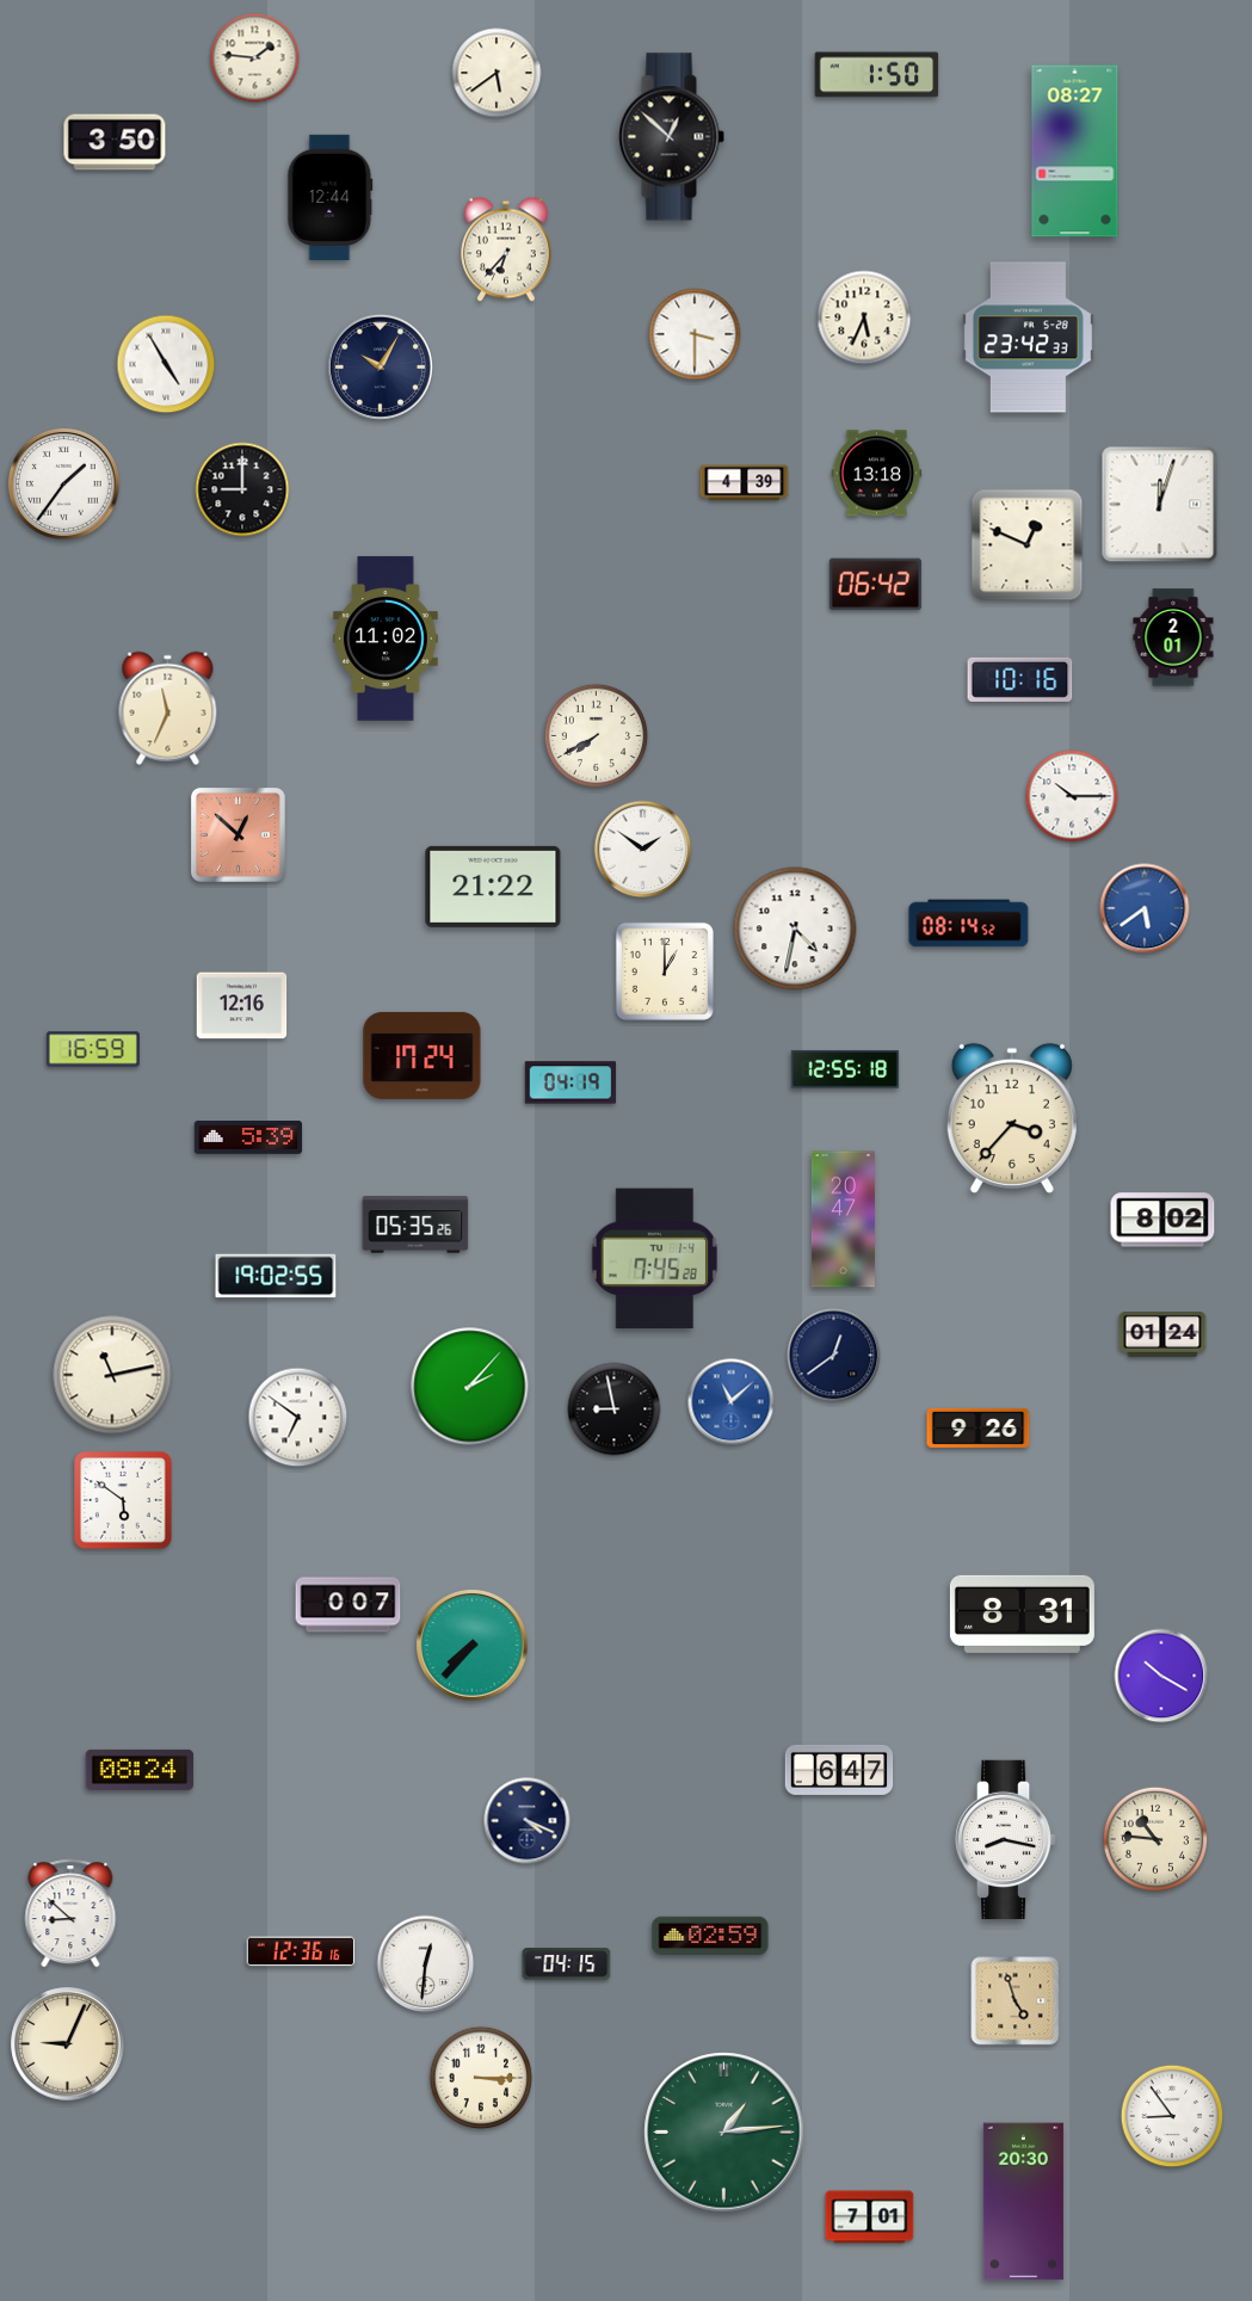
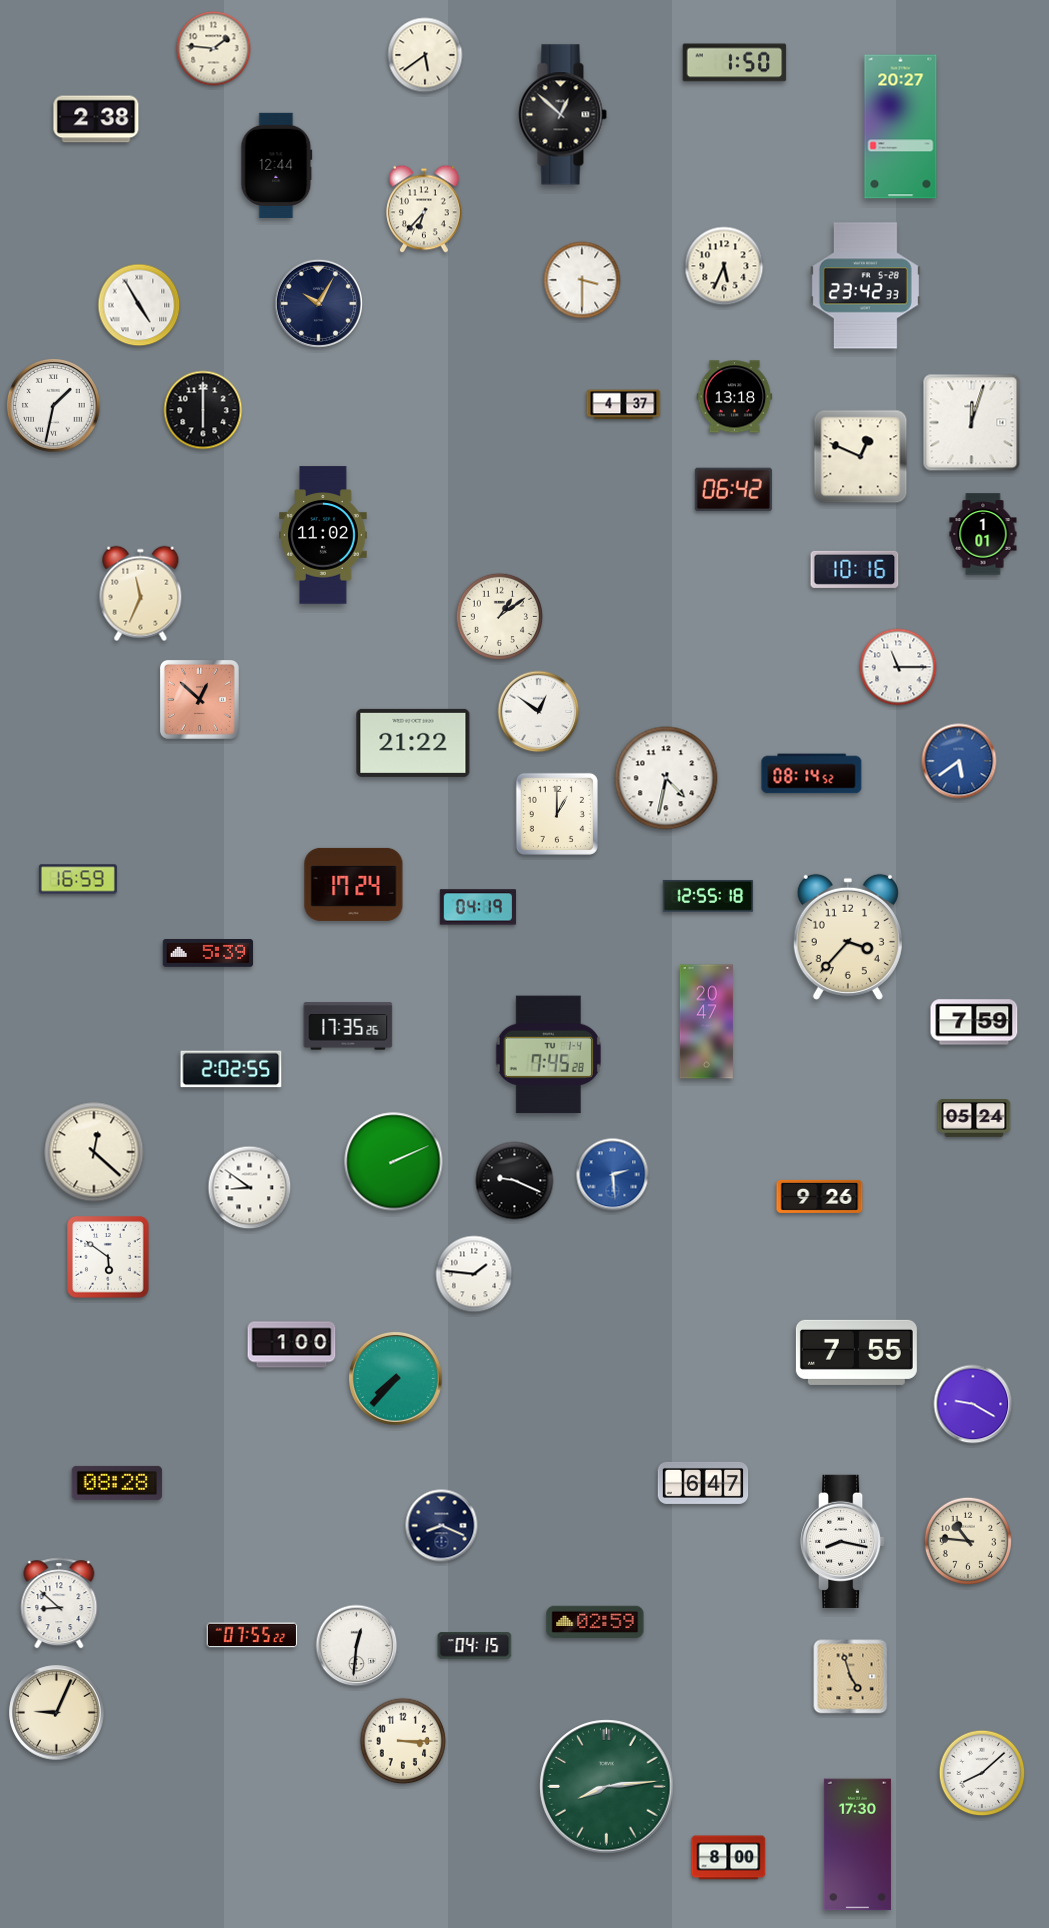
clock at (497, 73) position: (497, 73) -> (425, 55)
clock at (115, 142): 3:50 -> 2:38
clock at (1075, 152): 08:27 -> 20:27
clock at (1028, 338) position: (1028, 338) -> (865, 286)
clock at (380, 366) position: (380, 366) -> (318, 303)
clock at (745, 483): 4:39 -> 4:37
clock at (64, 485): 1:36 -> 1:32
clock at (242, 489): 9:00 -> 6:00
clock at (1173, 637): 2:01 -> 1:01
clock at (597, 736): 7:40 -> 1:09
clock at (1072, 796): 10:15 -> 11:15
clock at (643, 850): 1:51 -> 12:51
clock at (242, 1006): 12:16 -> none
clock at (1162, 1220): 8:02 -> 7:59
clock at (415, 1224): 05:35 -> 17:35
clock at (276, 1276): 19:02 -> 2:02
clock at (1162, 1335): 01:24 -> 05:24
clock at (834, 1356): 12:39 -> none
clock at (112, 1375): 11:13 -> 12:22
clock at (470, 1387): 2:07 -> 2:11
clock at (732, 1402): 11:08 -> 2:29
clock at (615, 1409): 8:58 -> 9:19
clock at (298, 1418): 6:51 -> 8:51
clock at (123, 1500) position: (123, 1500) -> (108, 1257)
clock at (474, 1274): none -> 1:46
clock at (349, 1605): 0:07 -> 1:00
clock at (1022, 1614): 8:31 -> 7:55
clock at (1161, 1676): 10:20 -> 9:20
clock at (140, 1770): 08:24 -> 08:28
clock at (528, 1821): 4:19 -> 8:19
clock at (301, 1951): 12:36 -> 07:55
clock at (1172, 2116): 8:54 -> 8:08
clock at (724, 2133): 1:14 -> 8:14
clock at (1023, 2202): 20:30 -> 17:30
clock at (870, 2217): 7:01 -> 8:00
